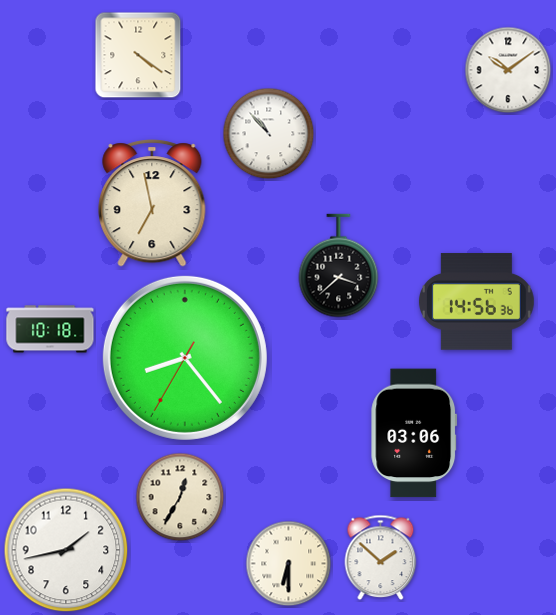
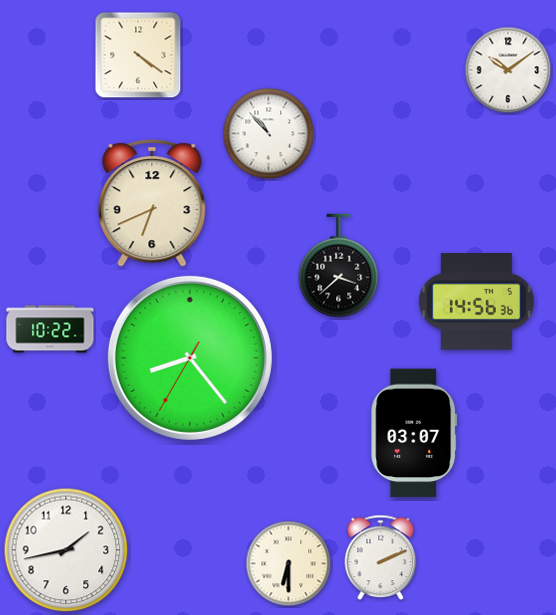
clock at (152, 203): 6:58 -> 6:41
clock at (50, 329): 10:18 -> 10:22
clock at (185, 358) position: (185, 358) -> (190, 358)
clock at (414, 433): 03:06 -> 03:07
clock at (180, 497): 12:35 -> none
clock at (381, 558): 1:52 -> 2:11
